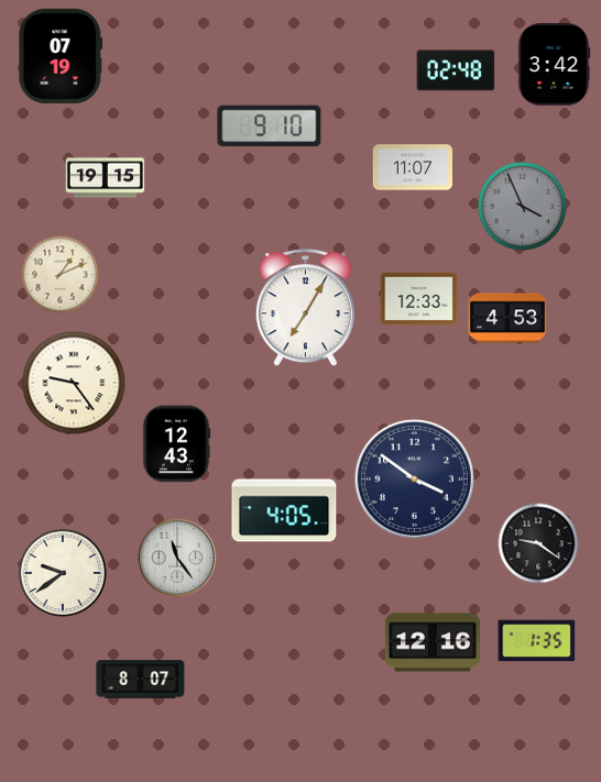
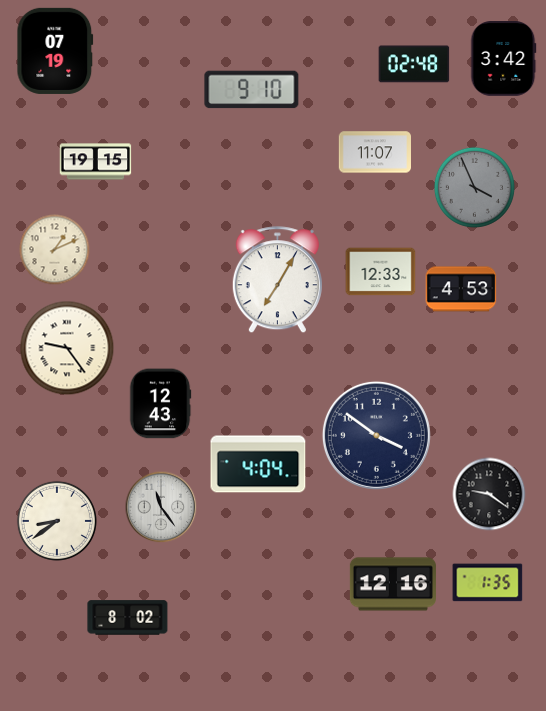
clock at (270, 126) position: (270, 126) -> (252, 90)
clock at (284, 510): 4:05 -> 4:04
clock at (63, 573): 9:39 -> 8:39
clock at (141, 680): 8:07 -> 8:02
